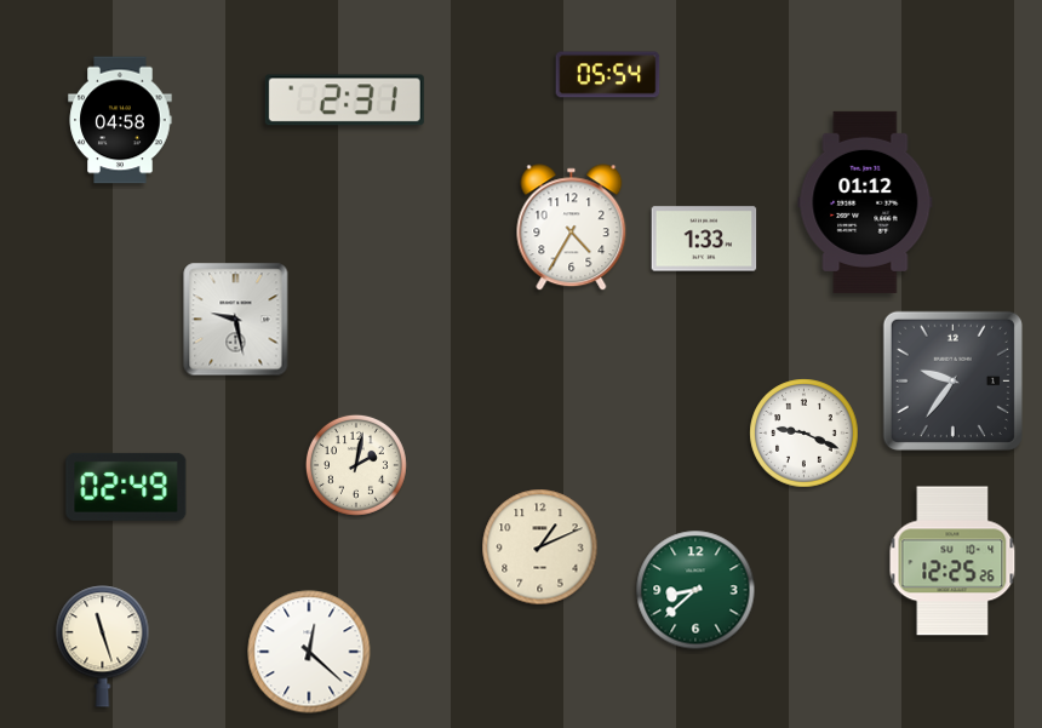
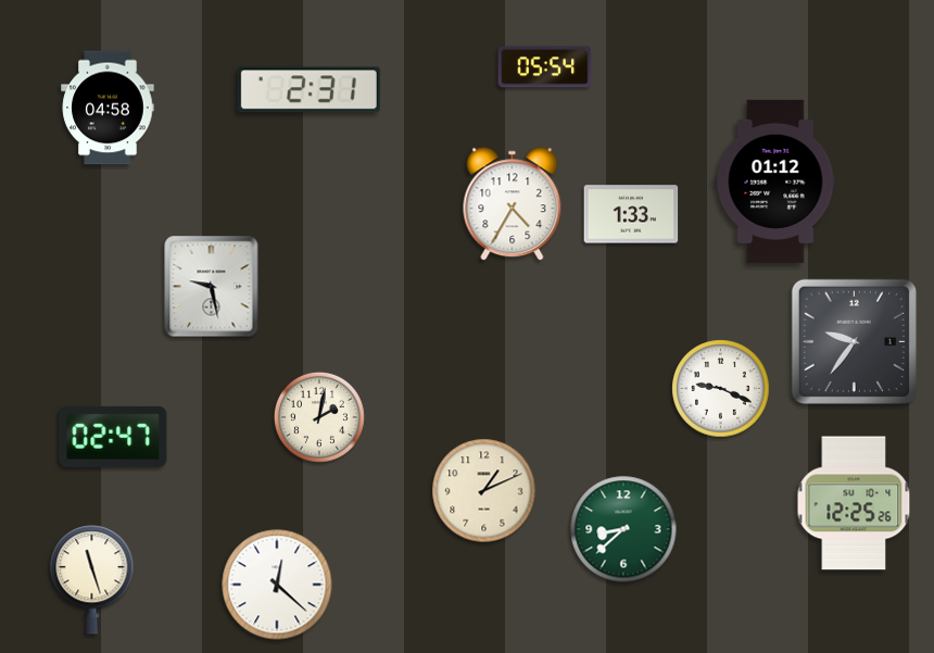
clock at (126, 487): 02:49 -> 02:47
